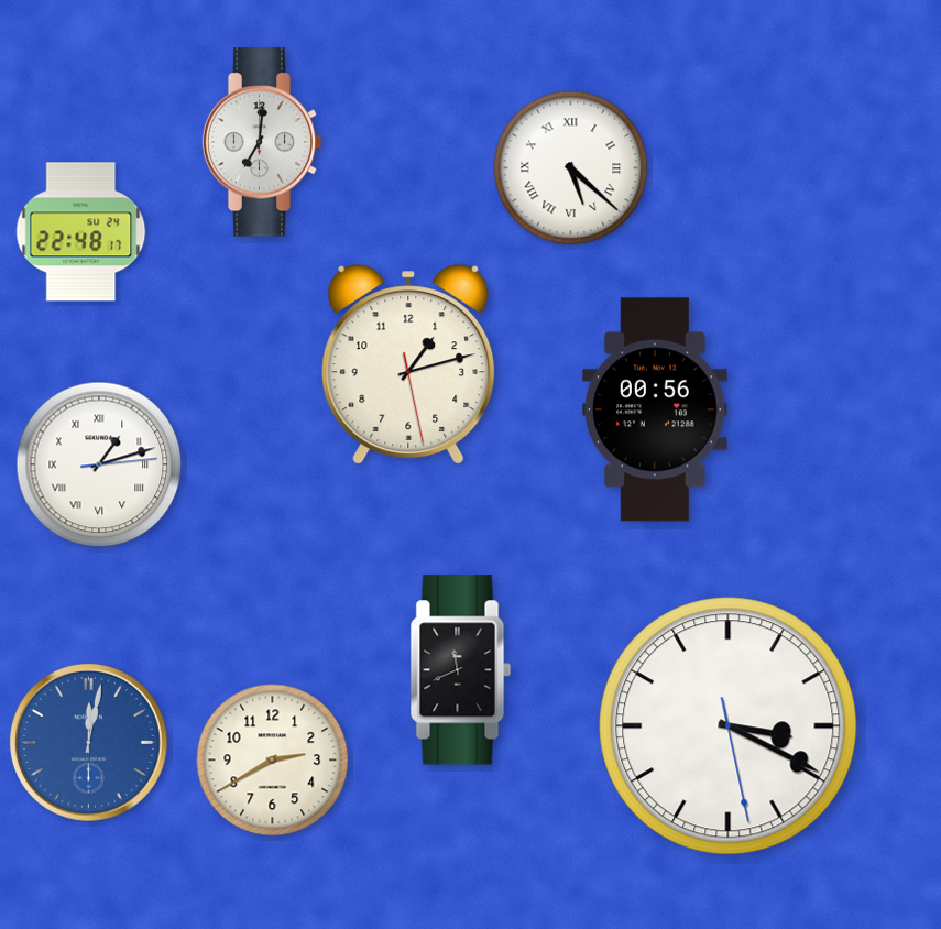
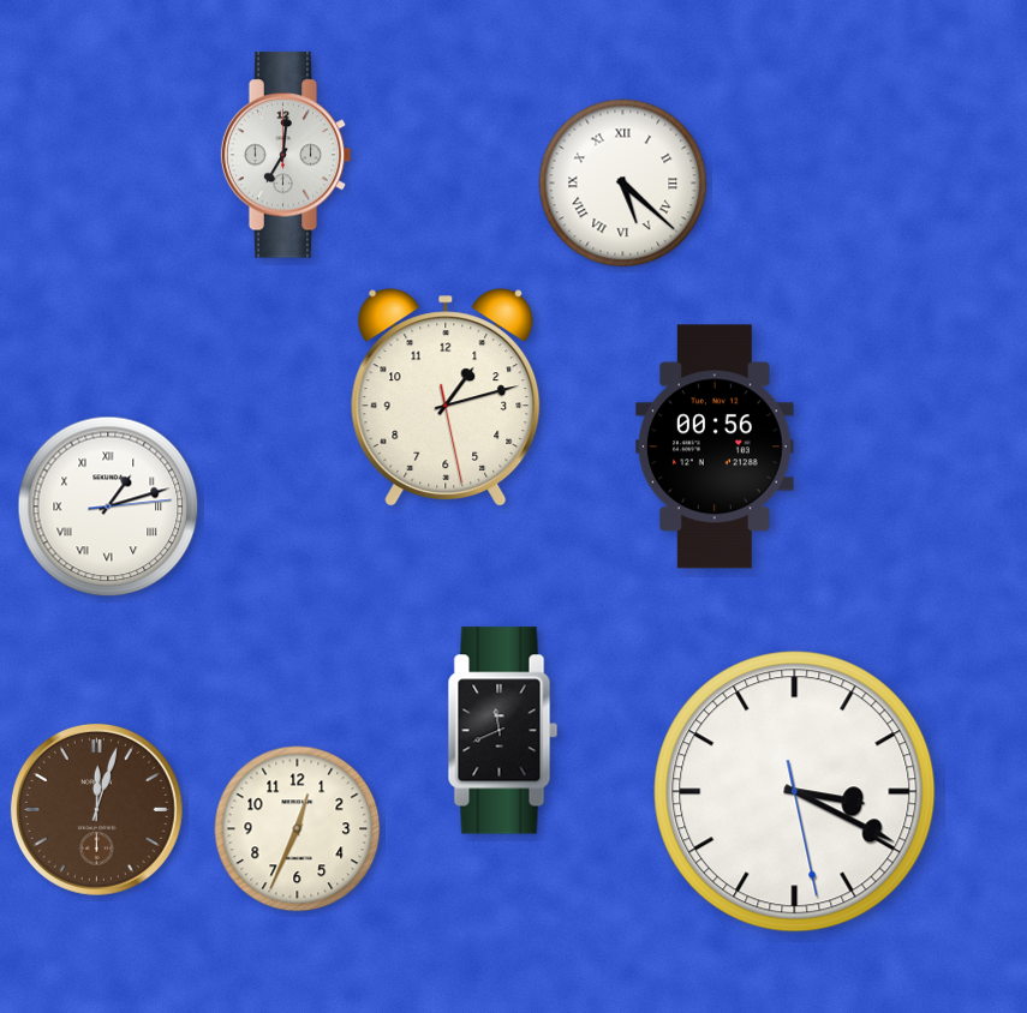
clock at (81, 232): 22:48 -> none
clock at (88, 742): 12:02 -> 12:03
clock at (88, 742) dial: blue -> brown
clock at (273, 761): 2:40 -> 12:34
